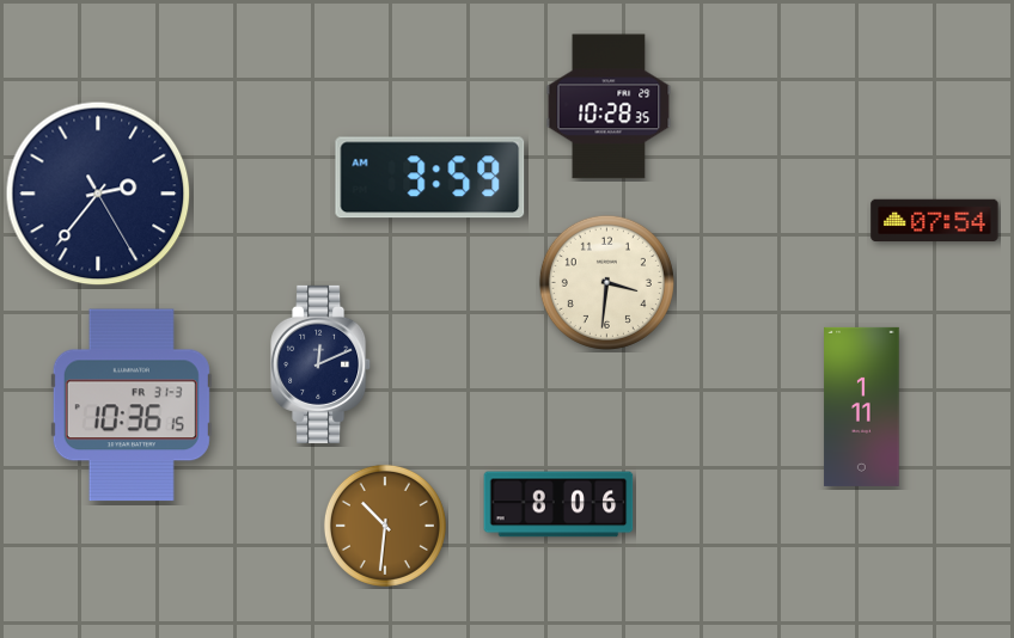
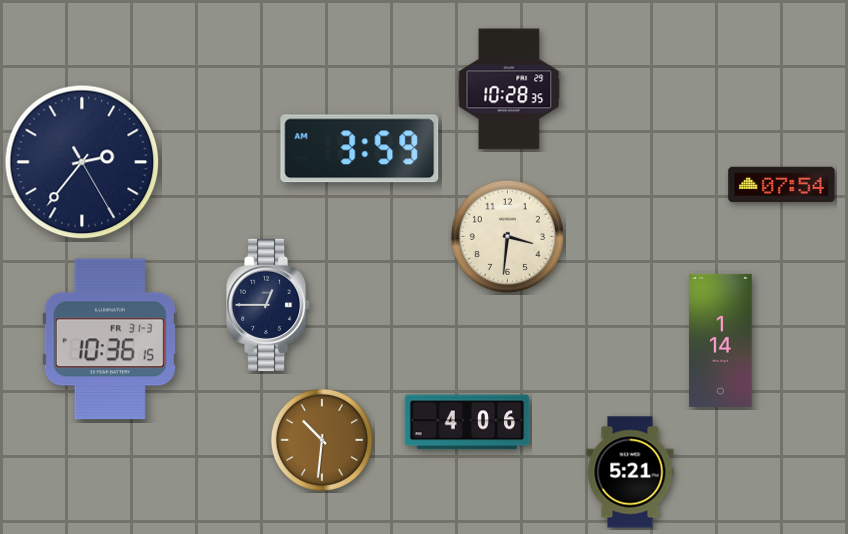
clock at (322, 364): 12:11 -> 12:45
clock at (862, 406): 1:11 -> 1:14
clock at (558, 504): 8:06 -> 4:06
clock at (630, 472): none -> 5:21
